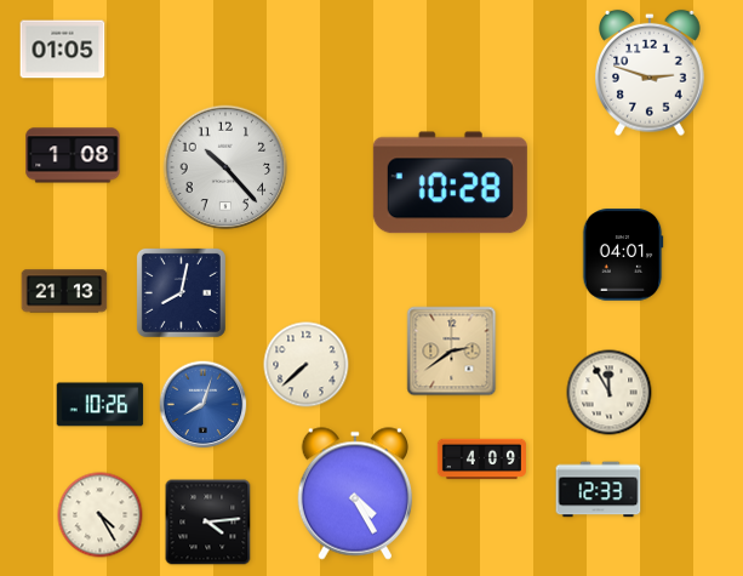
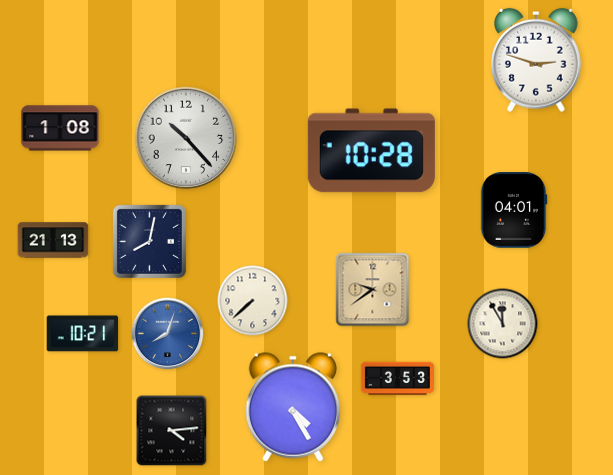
clock at (63, 50): 01:05 -> none
clock at (452, 352): 2:39 -> 9:39
clock at (101, 405): 10:26 -> 10:21
clock at (481, 460): 4:09 -> 3:53
clock at (599, 490): 12:33 -> none
clock at (101, 515): 4:25 -> none
